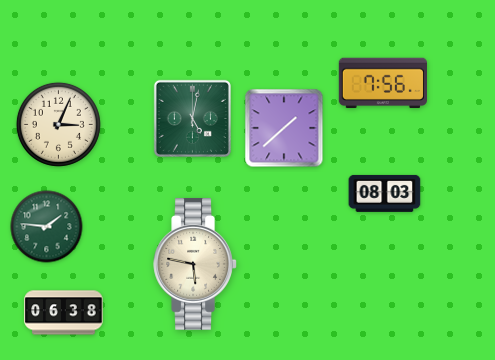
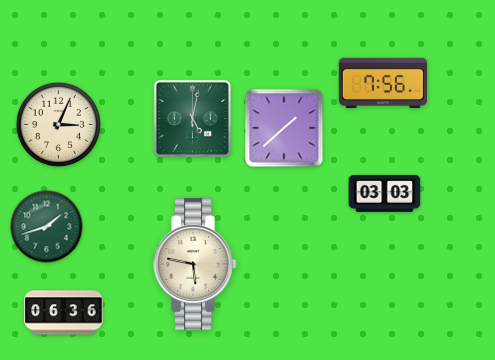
clock at (385, 193): 08:03 -> 03:03
clock at (47, 227): 1:46 -> 1:42
clock at (64, 313): 06:38 -> 06:36
